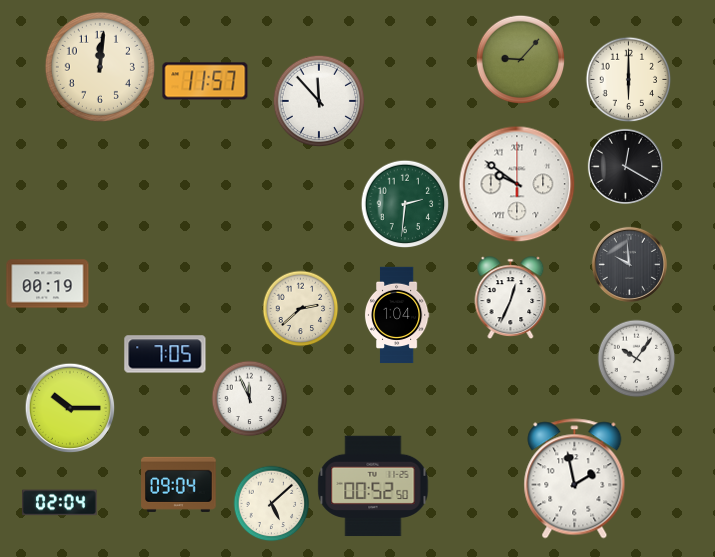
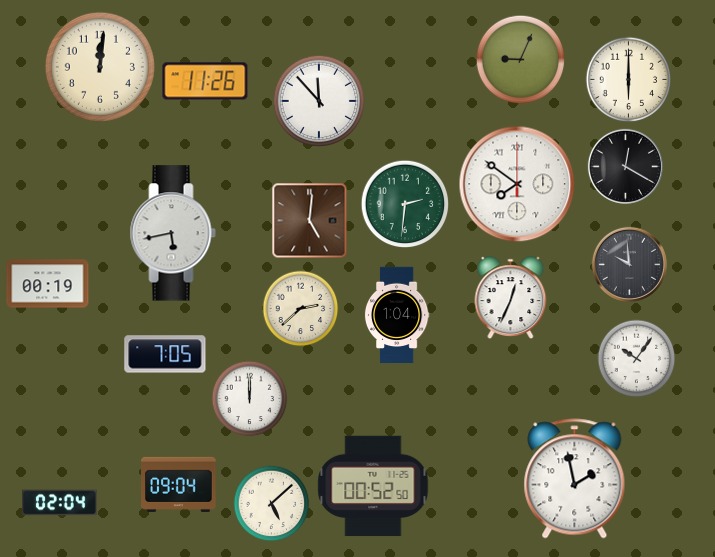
clock at (521, 60): 9:07 -> 9:04
clock at (205, 81): 11:57 -> 11:26
clock at (517, 184): 9:51 -> 7:51
clock at (310, 221): none -> 5:01
clock at (173, 233): none -> 5:43
clock at (250, 399): 11:56 -> 12:00
clock at (70, 408): 10:15 -> none
